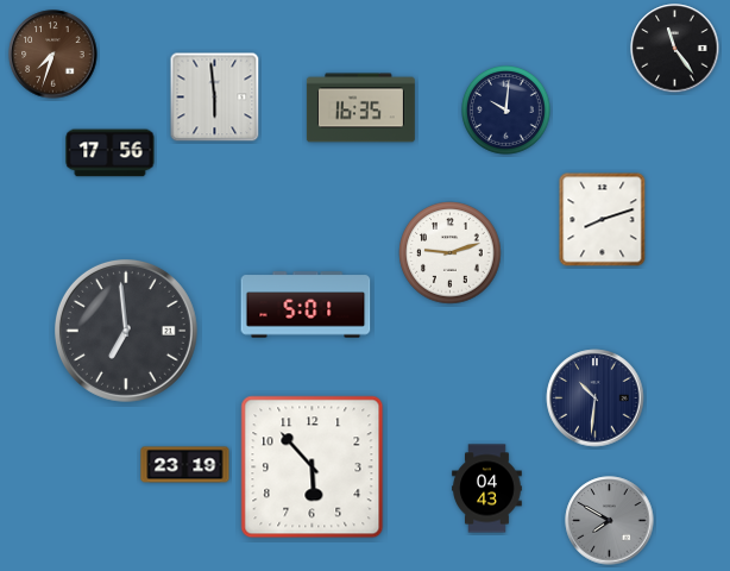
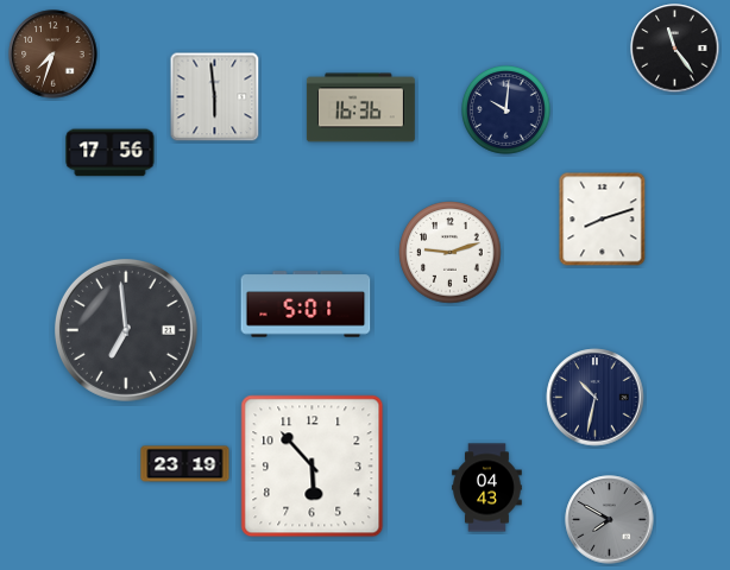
clock at (360, 108): 16:35 -> 16:36
clock at (596, 399): 10:31 -> 10:32
